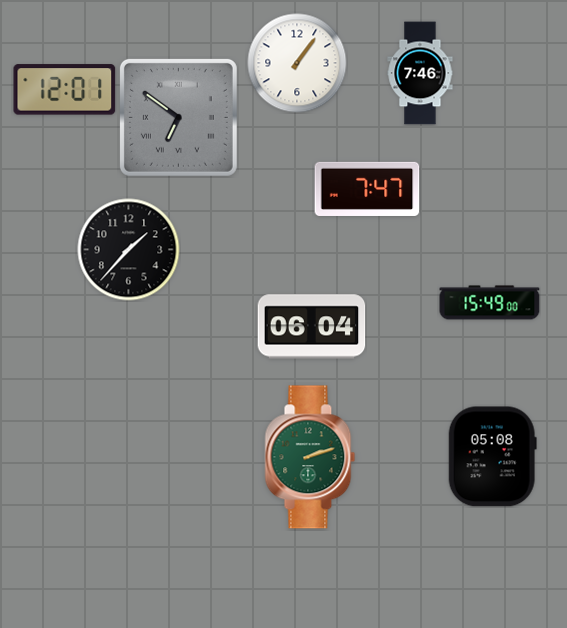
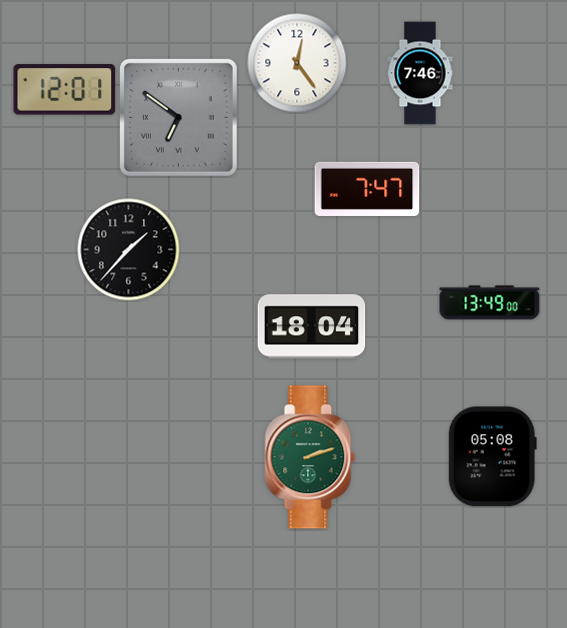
clock at (297, 63): 1:06 -> 12:24
clock at (490, 303): 15:49 -> 13:49
clock at (312, 327): 06:04 -> 18:04
